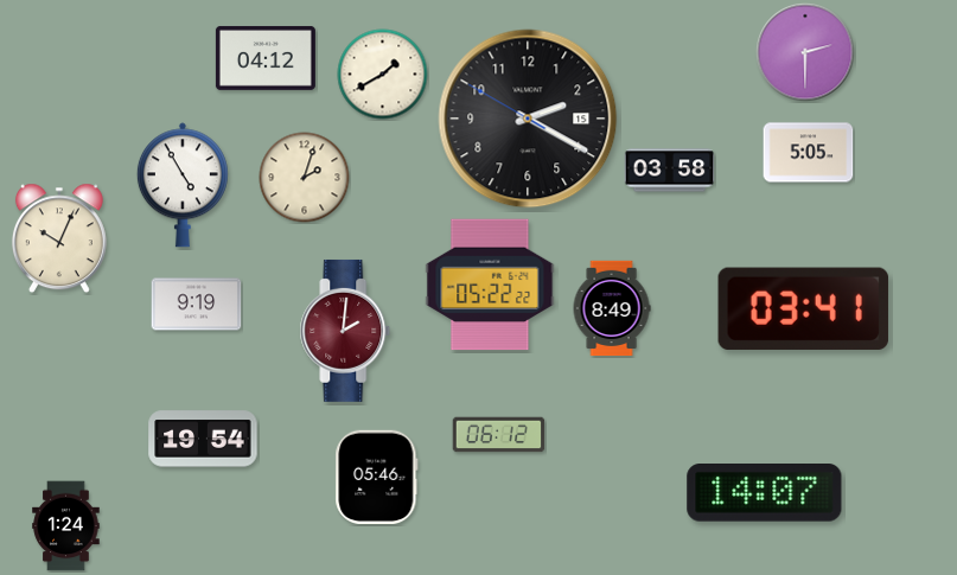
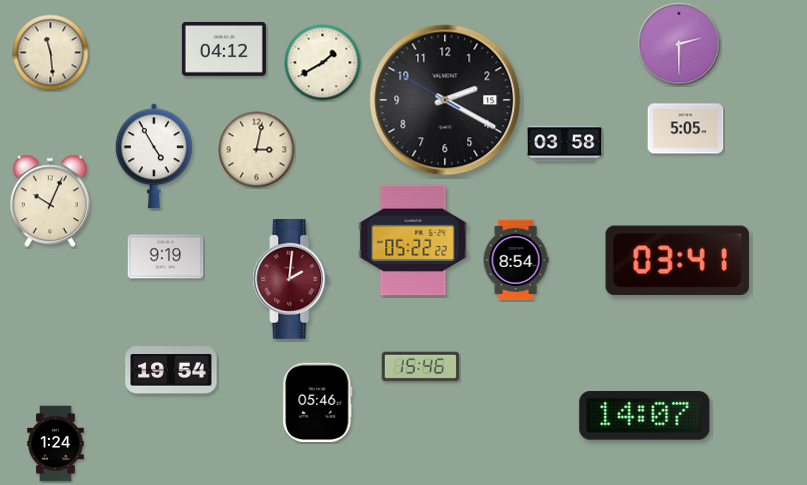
clock at (51, 53): none -> 11:29
clock at (809, 153) position: (809, 153) -> (686, 129)
clock at (305, 178): 2:03 -> 3:02
clock at (612, 308): 8:49 -> 8:54
clock at (499, 435): 06:12 -> 15:46
